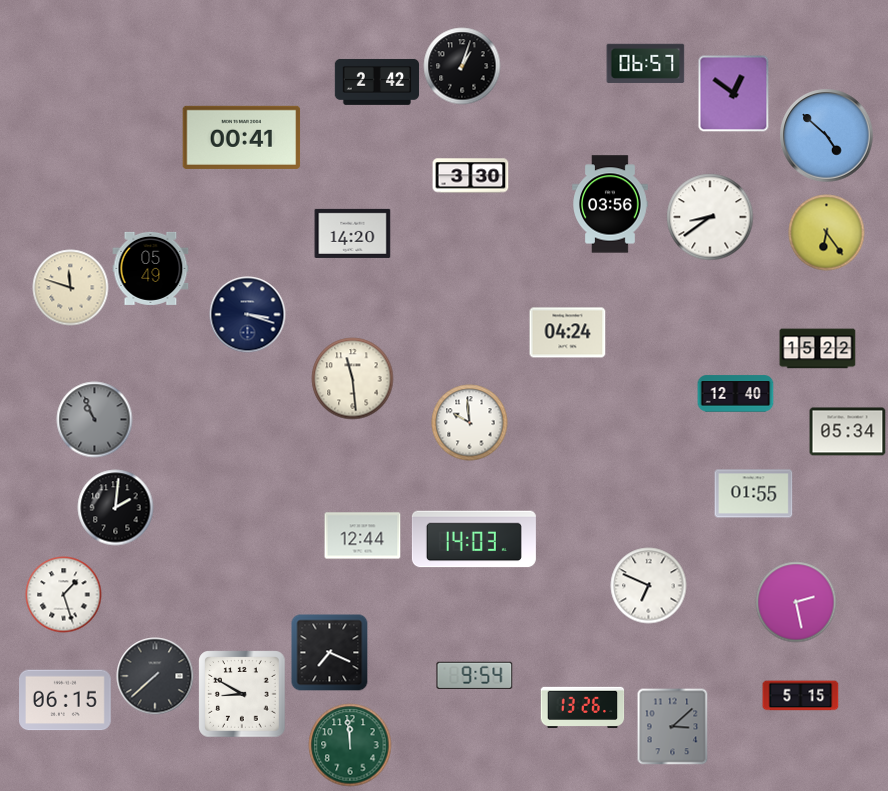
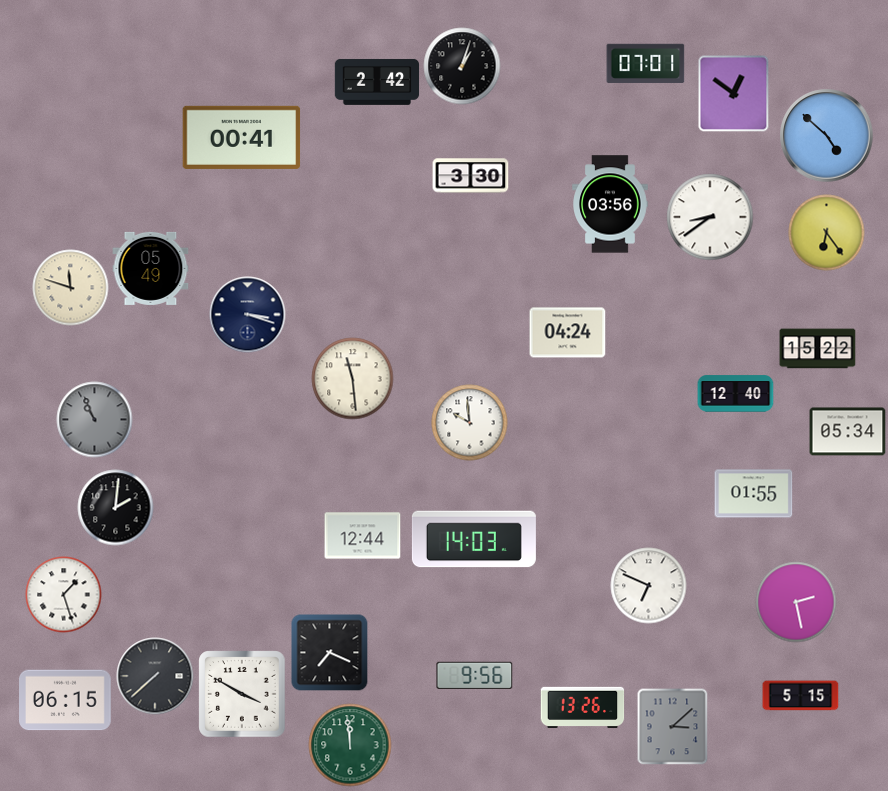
clock at (646, 63): 06:57 -> 07:01
clock at (353, 233): 14:20 -> none
clock at (475, 675): 9:54 -> 9:56
clock at (242, 694): 8:50 -> 3:50
